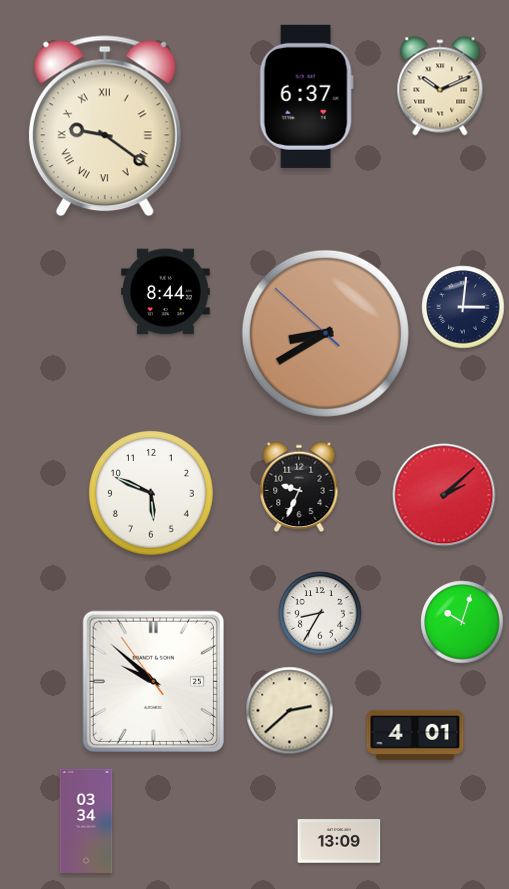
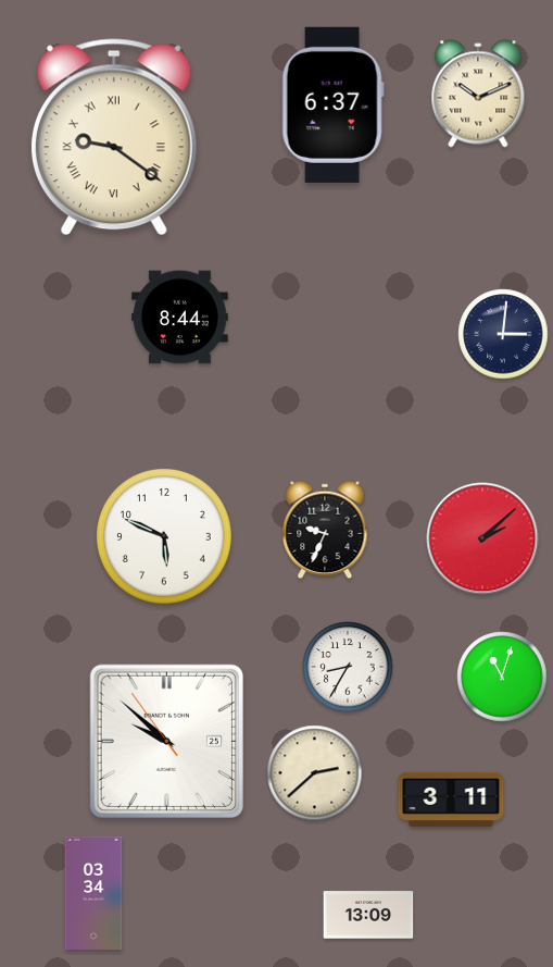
clock at (325, 333): 8:39 -> none
clock at (462, 622): 10:03 -> 11:03
clock at (415, 735): 4:01 -> 3:11
